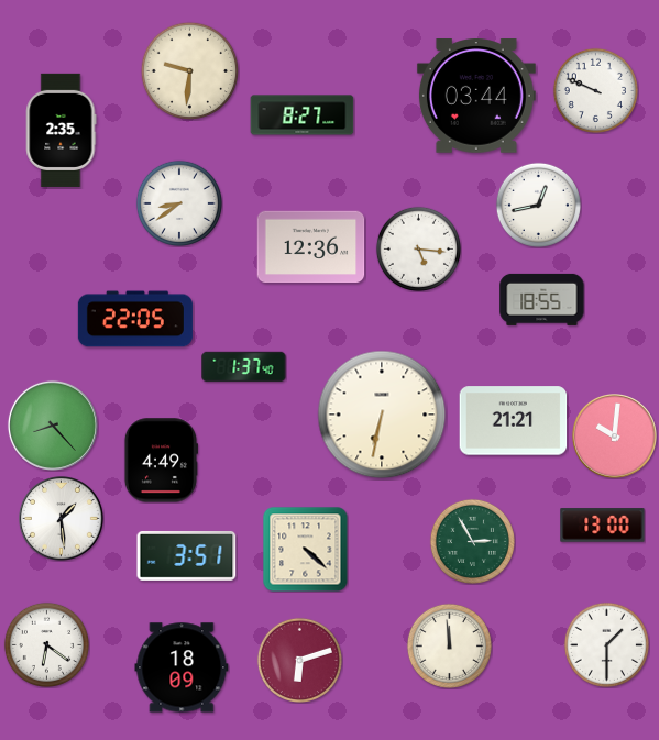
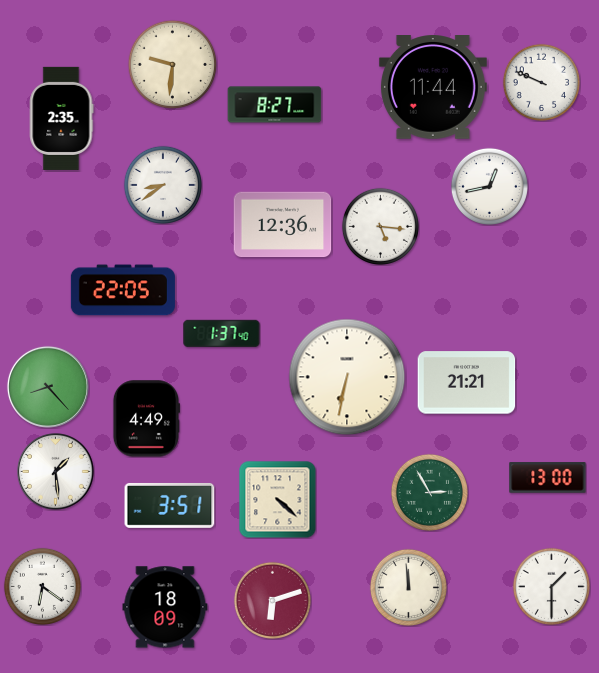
clock at (476, 97): 03:44 -> 11:44
clock at (61, 130) position: (61, 130) -> (61, 118)
clock at (542, 299): 18:55 -> none
clock at (615, 437): 10:01 -> none
